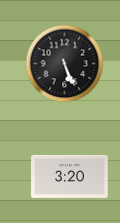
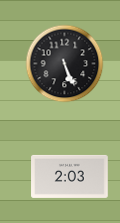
clock at (70, 176): 3:20 -> 2:03
